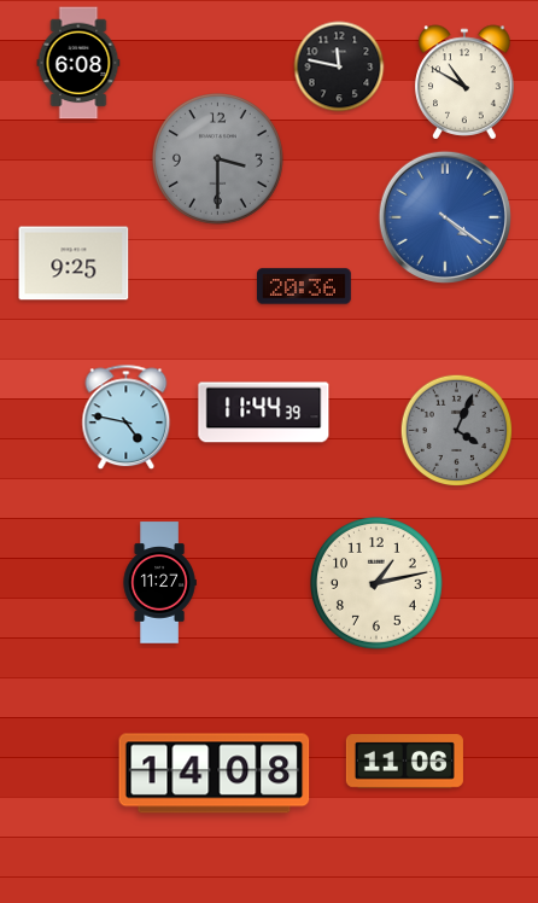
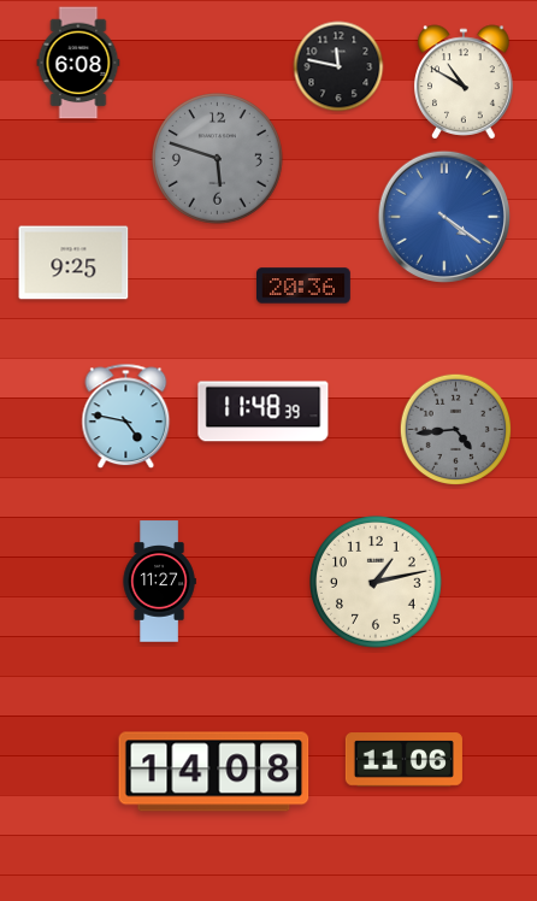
clock at (218, 159): 3:30 -> 5:48
clock at (264, 413): 11:44 -> 11:48
clock at (457, 431): 4:04 -> 4:44
